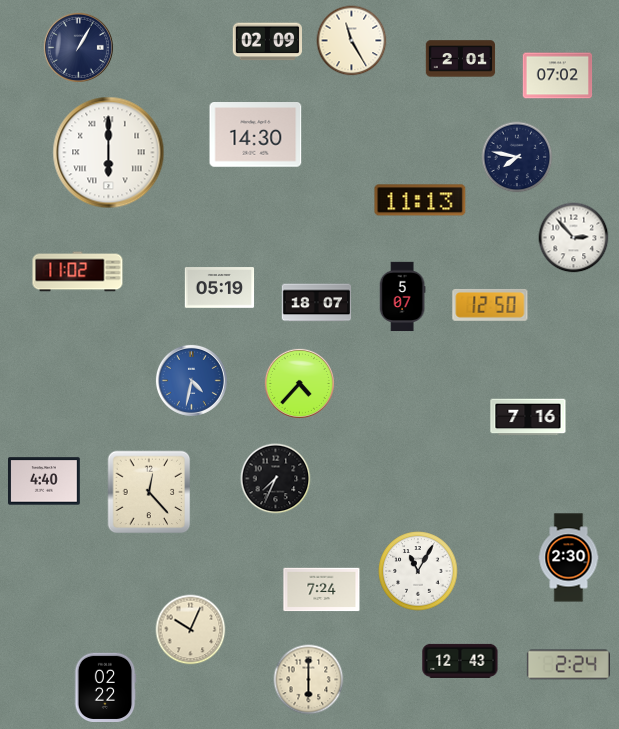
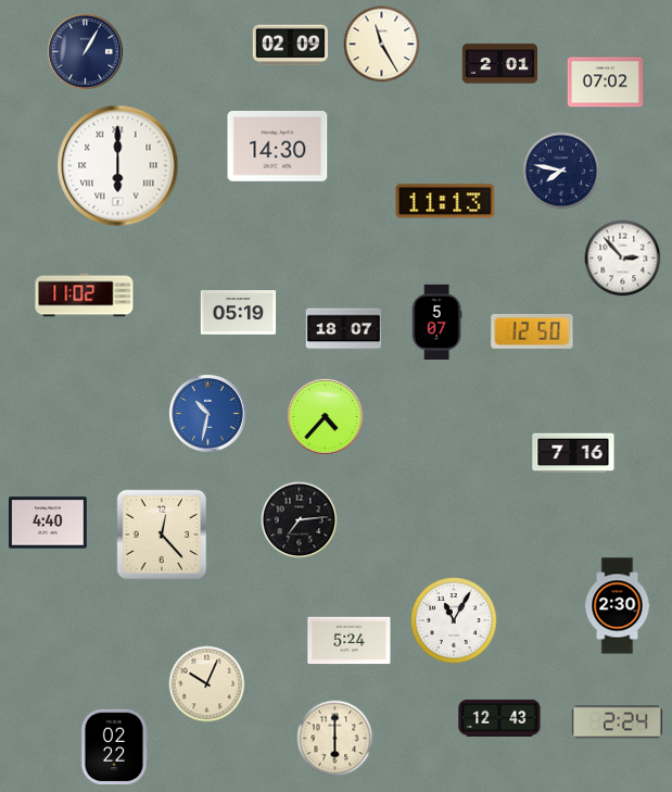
clock at (420, 200) position: (420, 200) -> (445, 201)
clock at (191, 380): 4:32 -> 10:32
clock at (276, 479): 7:34 -> 7:14
clock at (322, 590): 7:24 -> 5:24
